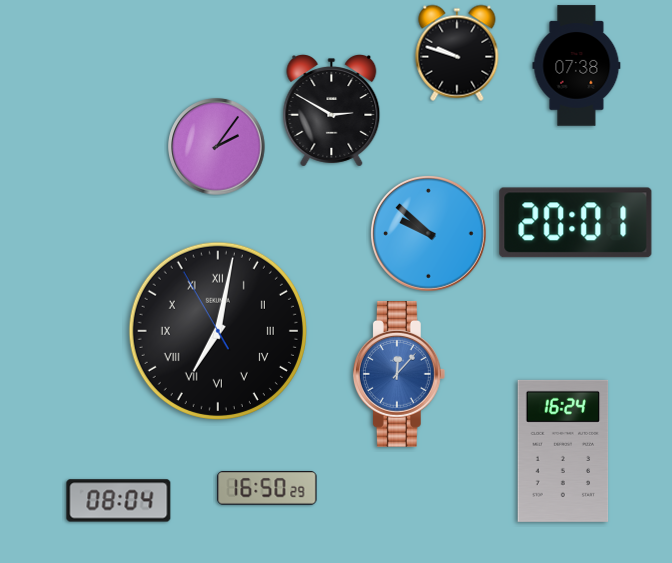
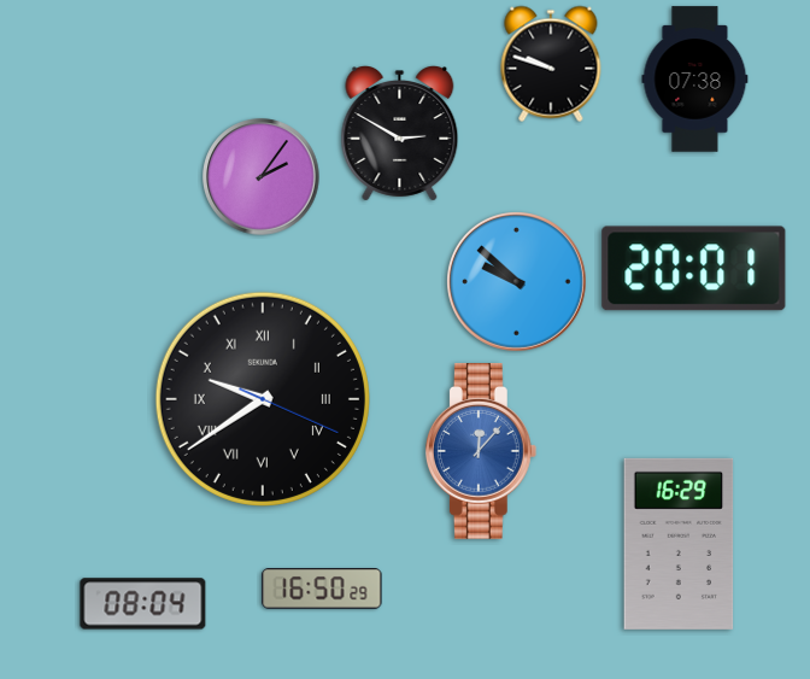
clock at (218, 331): 7:01 -> 9:39
clock at (563, 451): 16:24 -> 16:29
